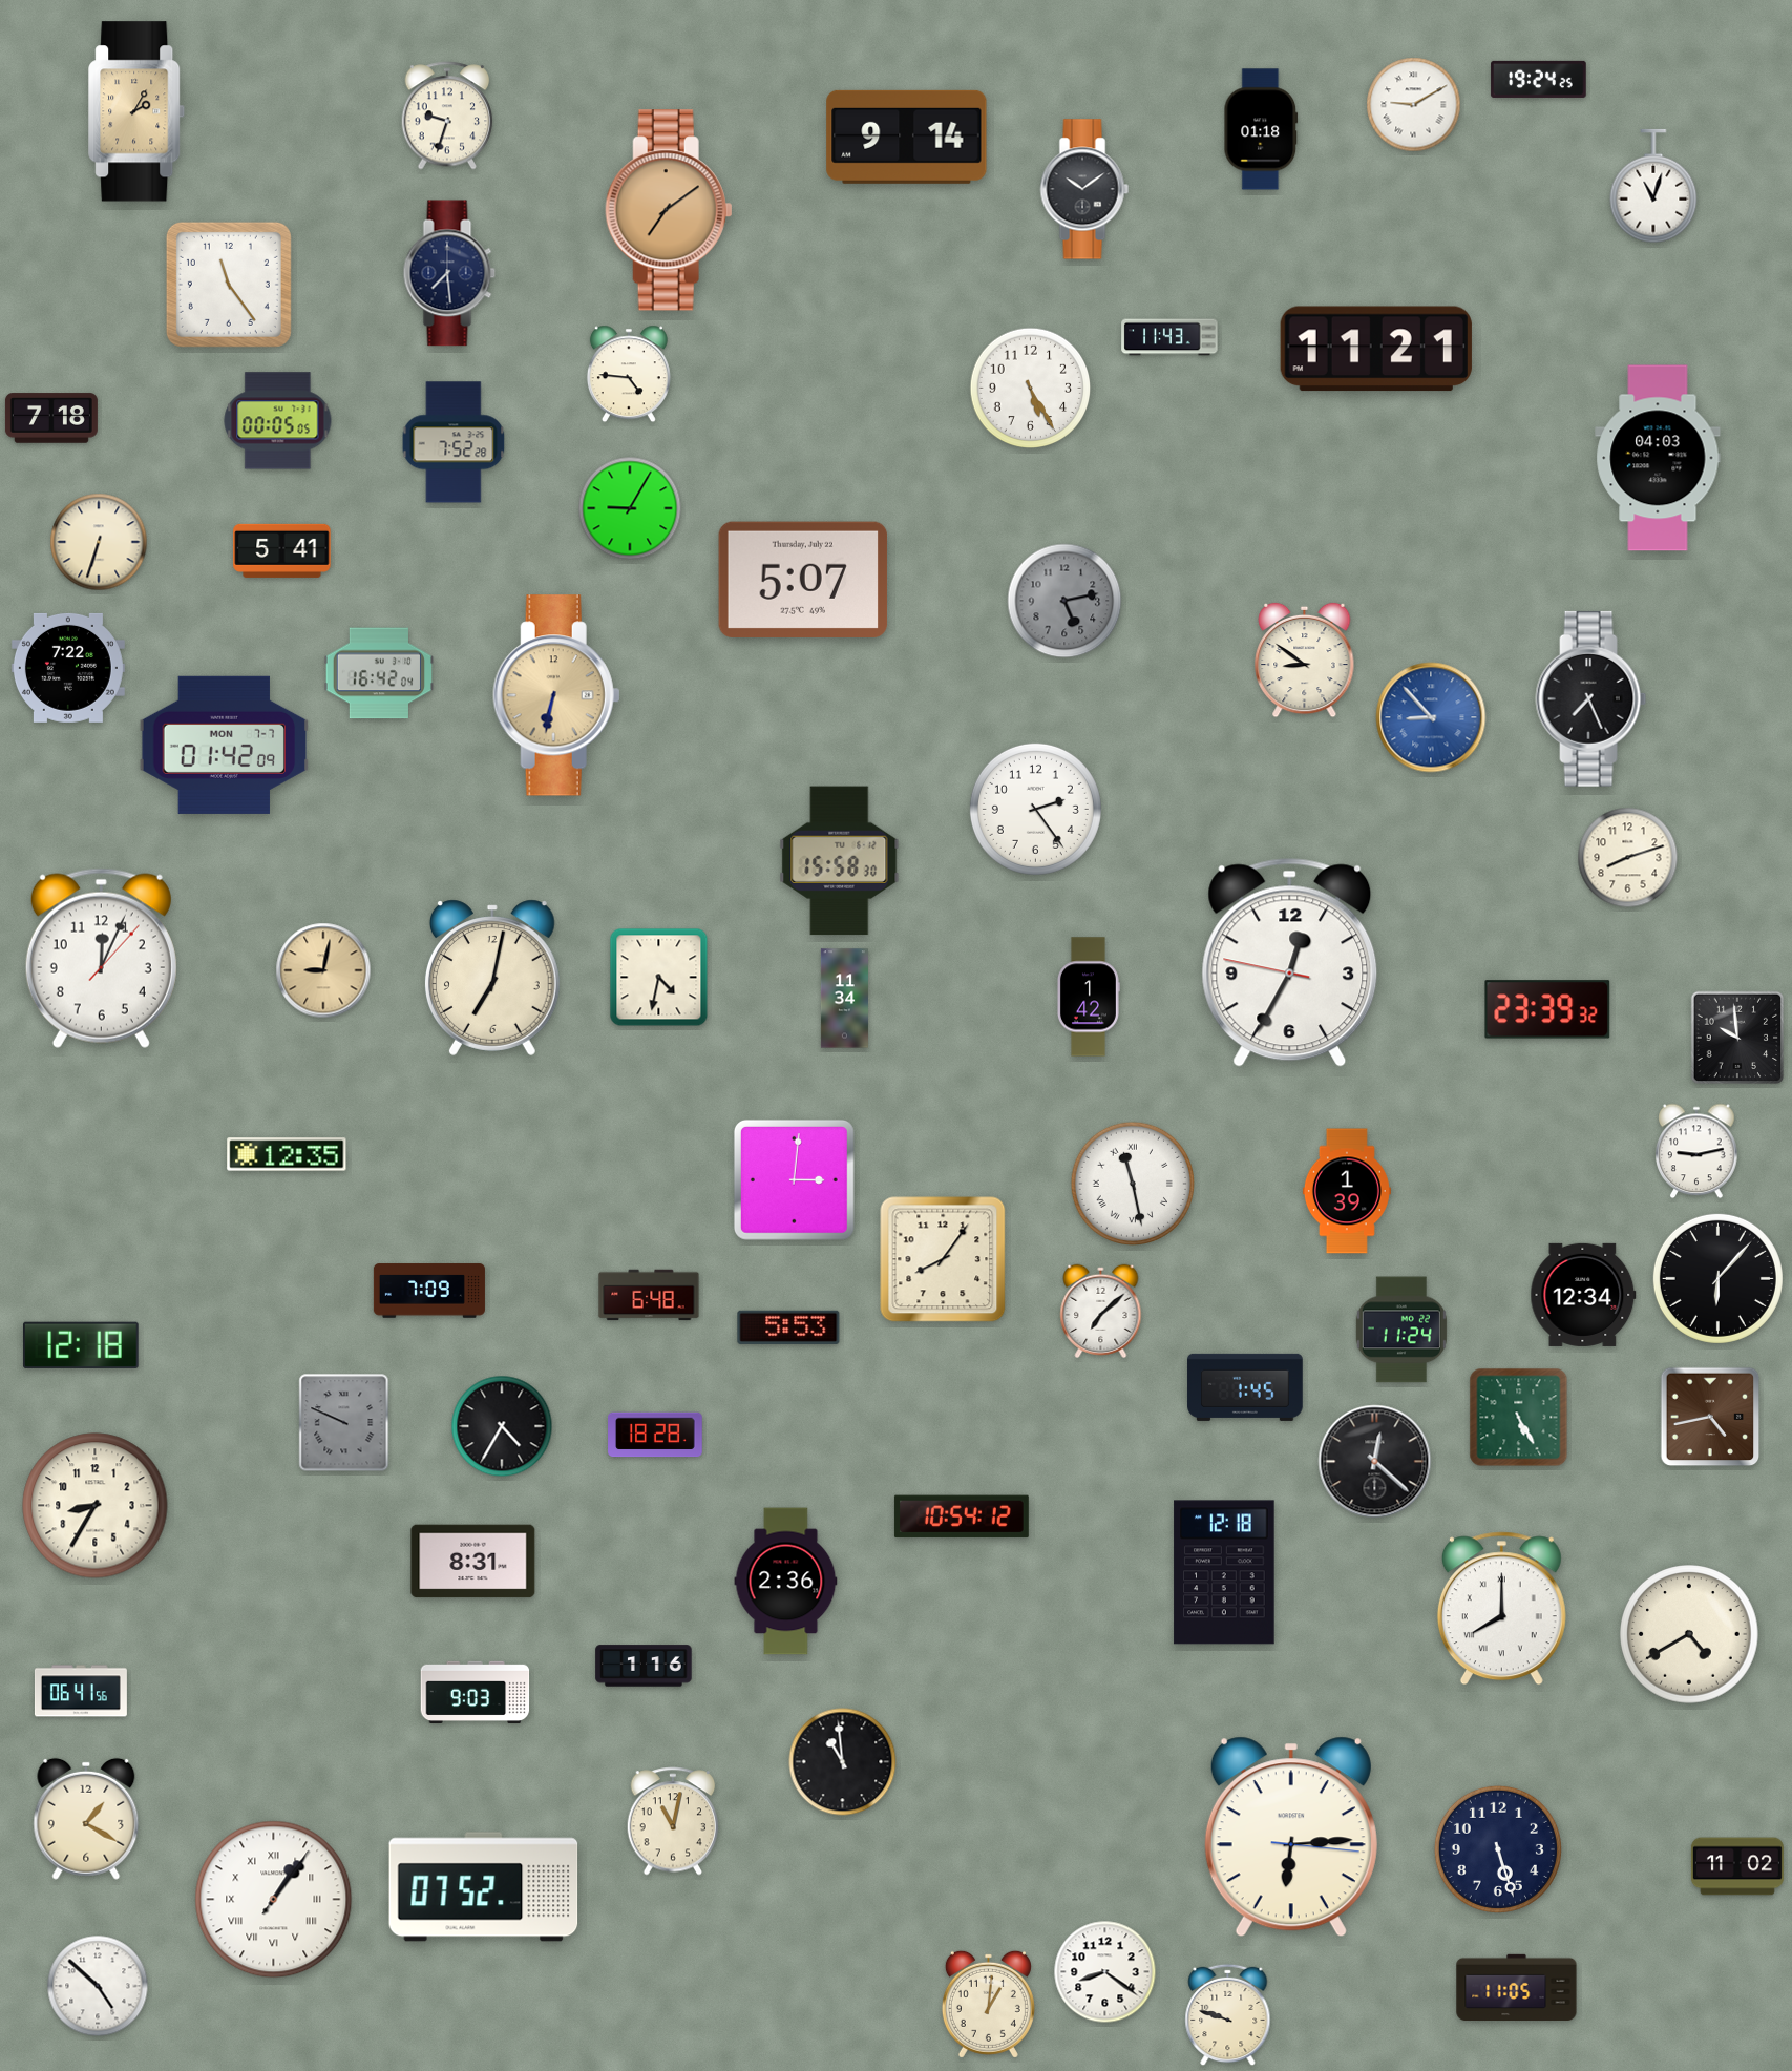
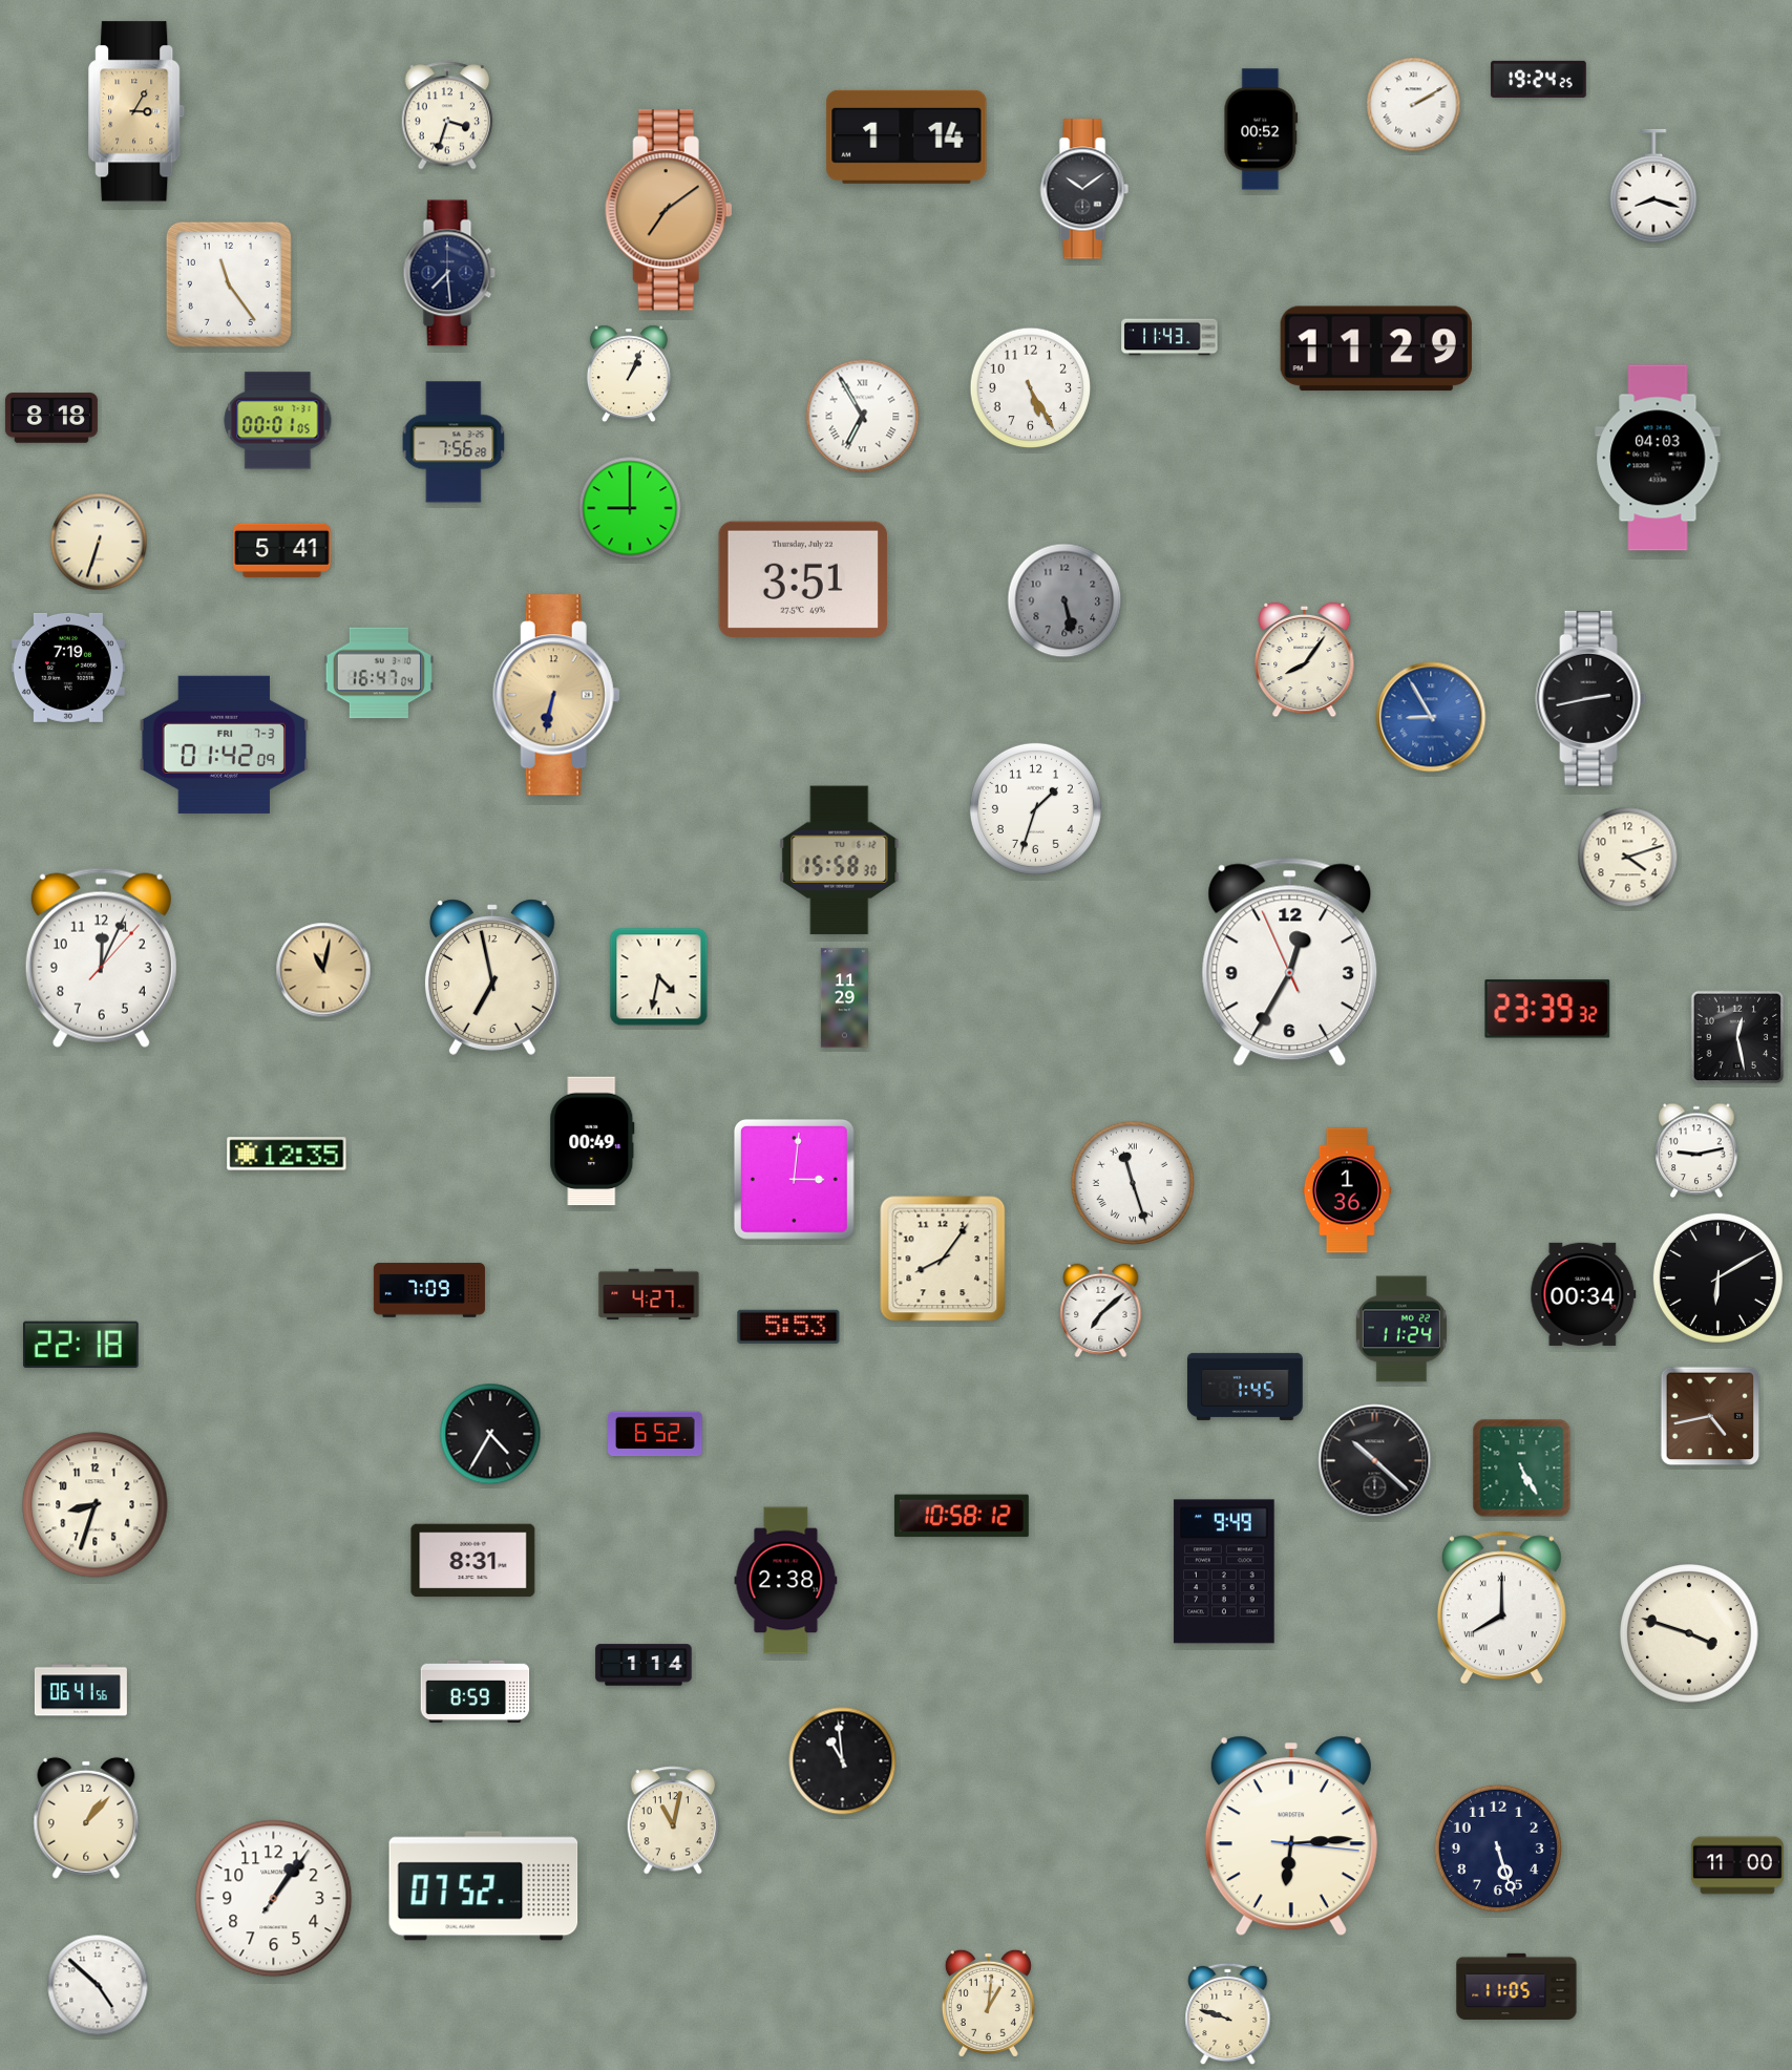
clock at (1414, 105): 9:10 -> 2:10
clock at (138, 111): 2:05 -> 3:05
clock at (447, 116): 9:33 -> 3:33
clock at (1261, 129): 01:18 -> 00:52
clock at (907, 137): 9:14 -> 1:14
clock at (1653, 186): 11:03 -> 8:18
clock at (1376, 349): 11:21 -> 11:29
clock at (629, 374): 4:46 -> 1:04
clock at (863, 417): none -> 6:55
clock at (51, 418): 7:18 -> 8:18
clock at (278, 421): 00:05 -> 00:01
clock at (454, 442): 7:52 -> 7:56
clock at (630, 508): 9:05 -> 9:00
clock at (803, 580): 5:07 -> 3:51
clock at (1064, 601): 5:13 -> 5:28
clock at (1305, 661): 8:51 -> 8:06
clock at (68, 668): 7:22 -> 7:19
clock at (379, 673): 16:42 -> 16:47
clock at (1591, 698): 7:26 -> 2:43
clock at (1431, 717): 8:53 -> 8:55
clock at (225, 745) date: MON 7-7 -> FRI 7-3
clock at (1035, 809): 2:24 -> 1:33
clock at (1628, 858): 8:12 -> 4:12
clock at (1290, 962): 12:34:47 -> 12:34:56
clock at (323, 970): 9:02 -> 11:02
clock at (492, 978): 7:02 -> 6:58
clock at (1088, 997): 1:42 -> none
clock at (844, 999): 11:34 -> 11:29
clock at (1737, 1038): 9:59 -> 12:28
clock at (592, 1141): none -> 00:49
clock at (1132, 1183): 11:28 -> 11:27
clock at (1347, 1191): 1:39 -> 1:36
clock at (1717, 1278): 6:07 -> 6:10
clock at (649, 1295): 6:48 -> 4:27
clock at (1583, 1295): 12:34 -> 00:34
clock at (81, 1345): 12:18 -> 22:18
clock at (1519, 1418) position: (1519, 1418) -> (1522, 1469)
clock at (344, 1423): 9:49 -> none
clock at (502, 1426) position: (502, 1426) -> (490, 1434)
clock at (655, 1435): 18:28 -> 6:52
clock at (1375, 1462): 12:22 -> 10:22
clock at (96, 1506): 8:35 -> 8:33
clock at (962, 1516): 10:54 -> 10:58
clock at (1224, 1572): 12:18 -> 9:49
clock at (786, 1582): 2:36 -> 2:38
clock at (1689, 1634): 4:40 -> 3:48
clock at (644, 1666): 1:16 -> 1:14
clock at (476, 1692): 9:03 -> 8:59
clock at (86, 1819): 1:20 -> 1:07
clock at (1737, 1866): 11:02 -> 11:00
clock at (274, 1900) numerals: Roman -> Arabic
clock at (1105, 1972): 8:21 -> none
